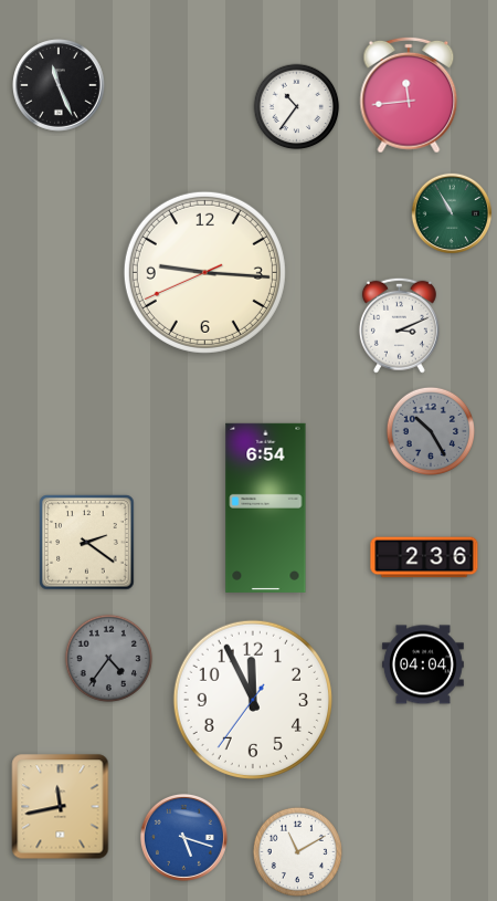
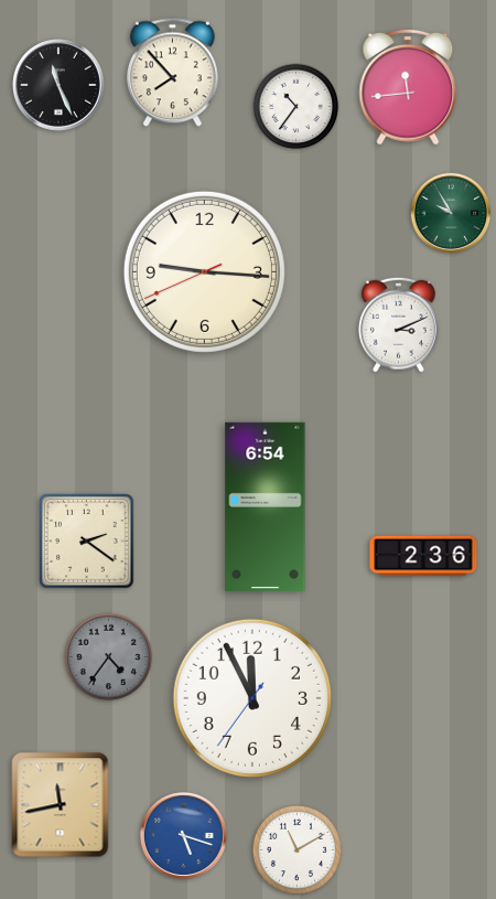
clock at (172, 73): none -> 7:53
clock at (409, 95) position: (409, 95) -> (408, 87)
clock at (452, 213): 10:55 -> 9:55
clock at (430, 430): 10:25 -> none
clock at (423, 664): 04:04 -> none
